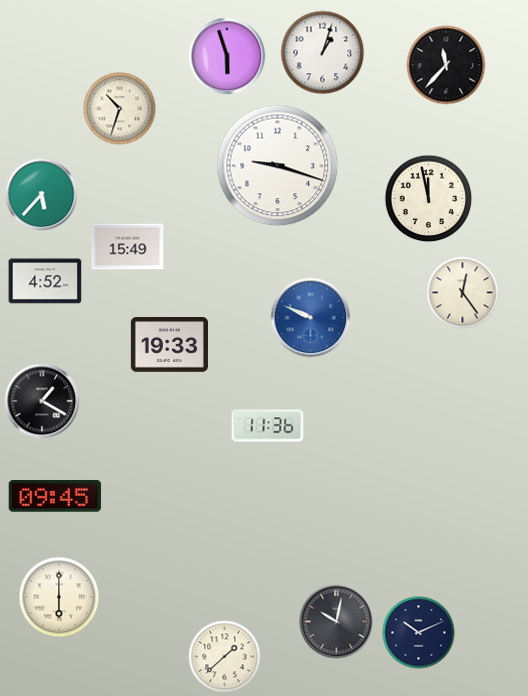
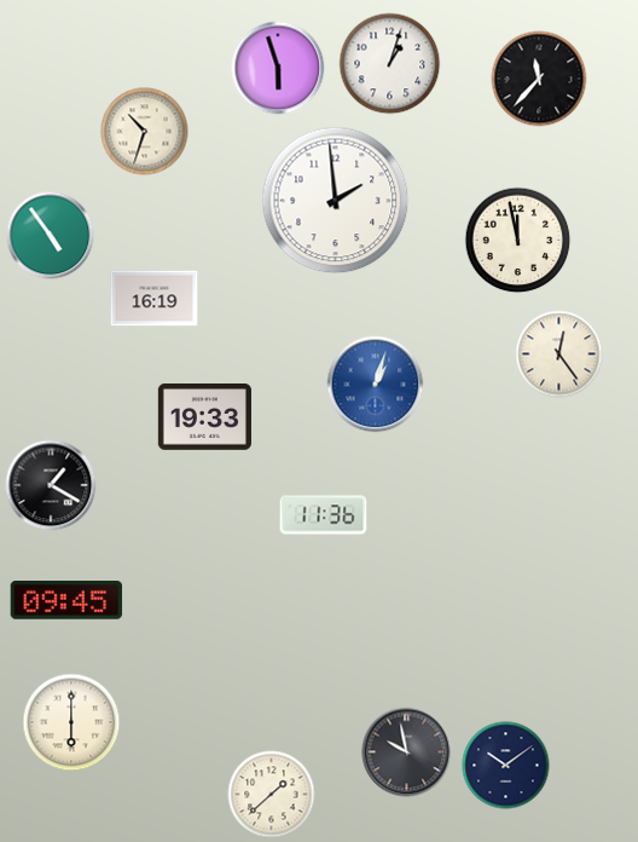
clock at (227, 56) position: (227, 56) -> (278, 68)
clock at (278, 166): 9:18 -> 1:59
clock at (42, 195): 5:37 -> 4:54
clock at (128, 247): 15:49 -> 16:19
clock at (45, 281): 4:52 -> none
clock at (311, 318): 9:49 -> 1:03
clock at (337, 622): 10:02 -> 9:58
clock at (419, 633): 10:11 -> 10:09
